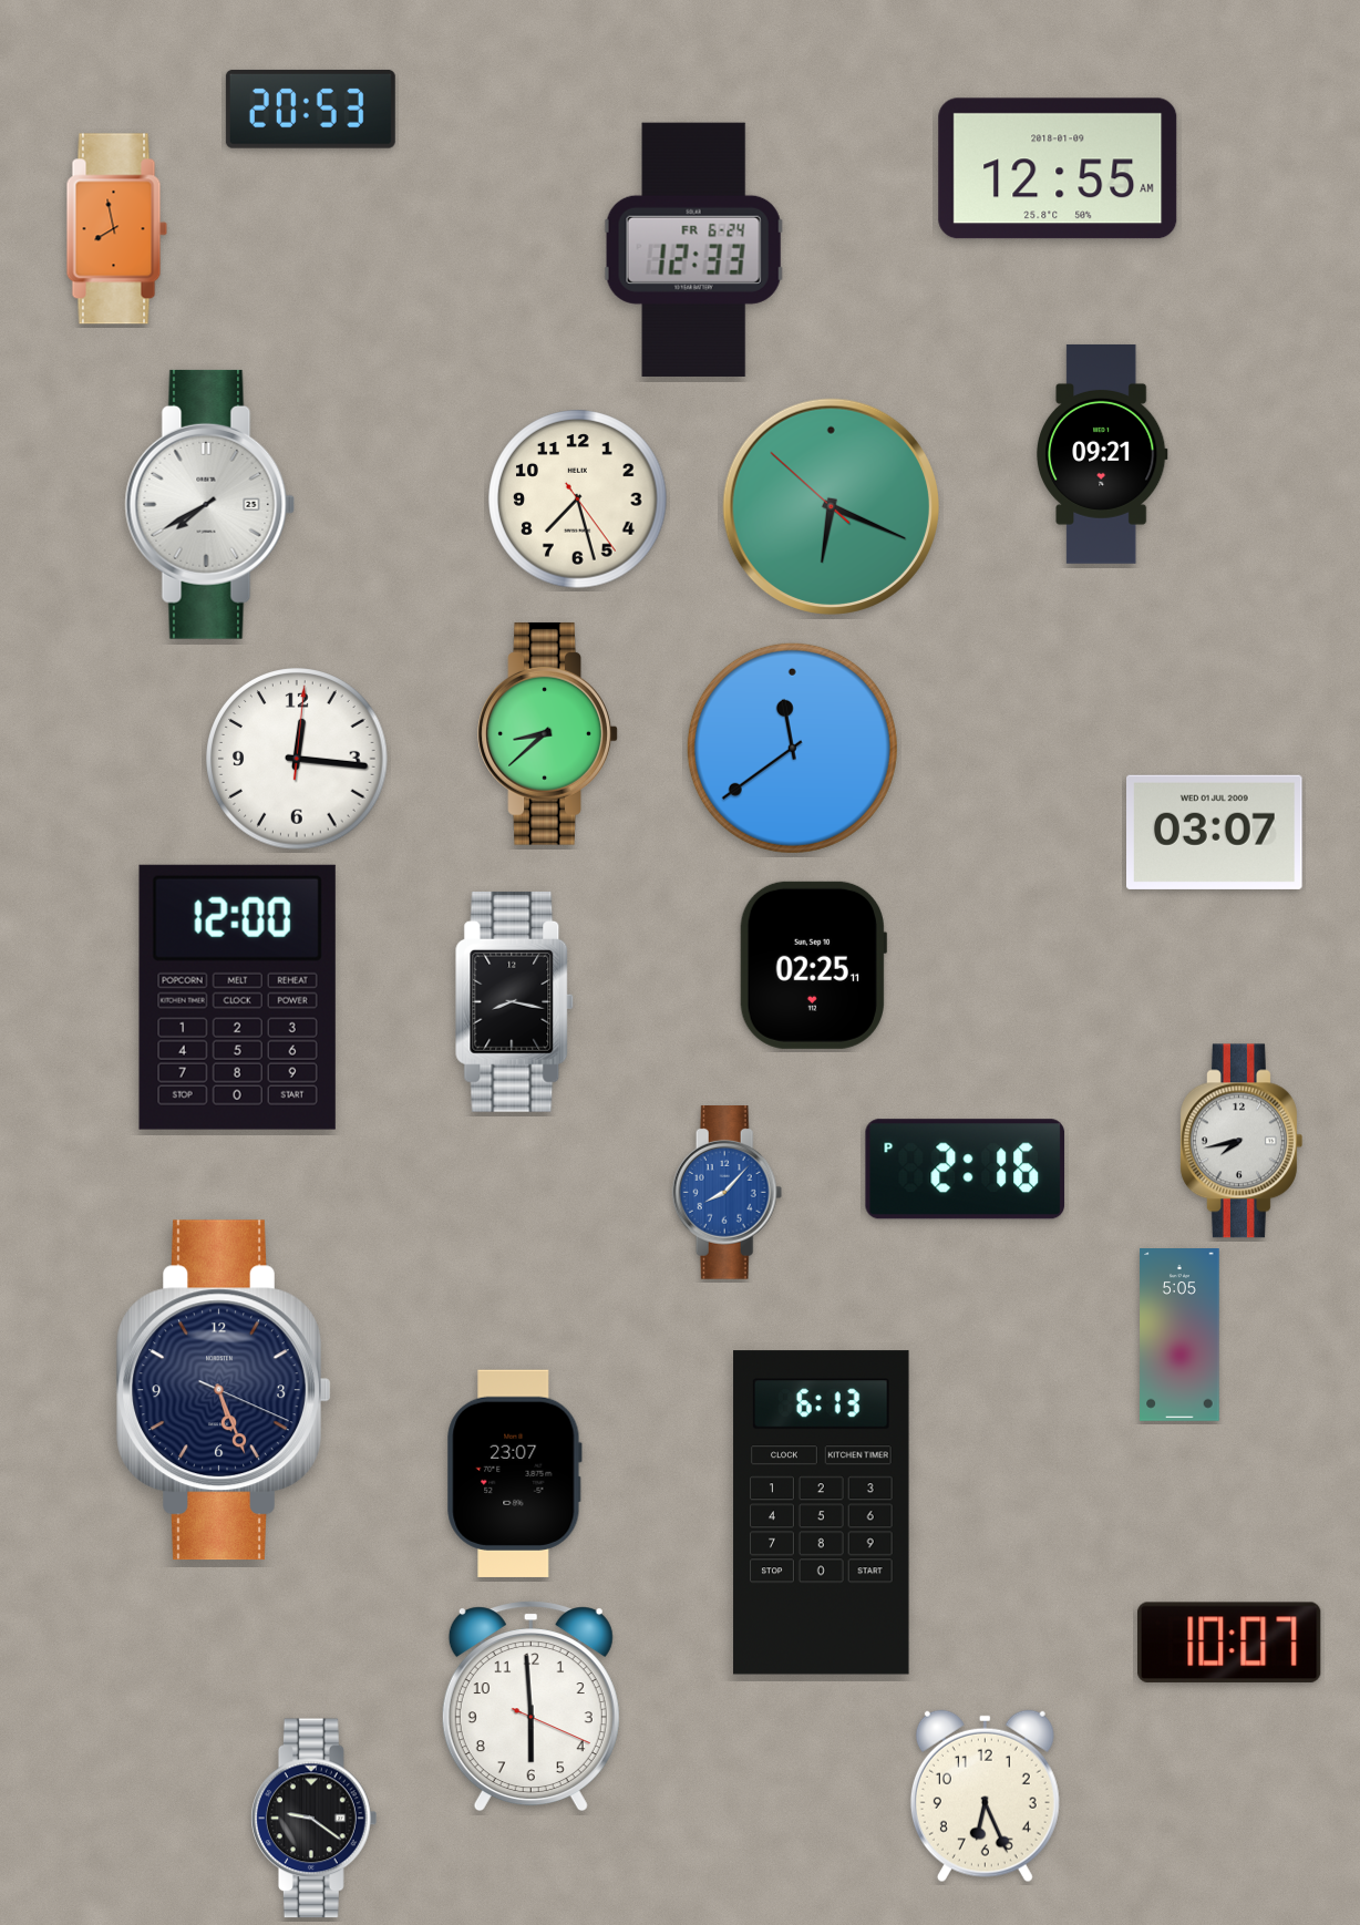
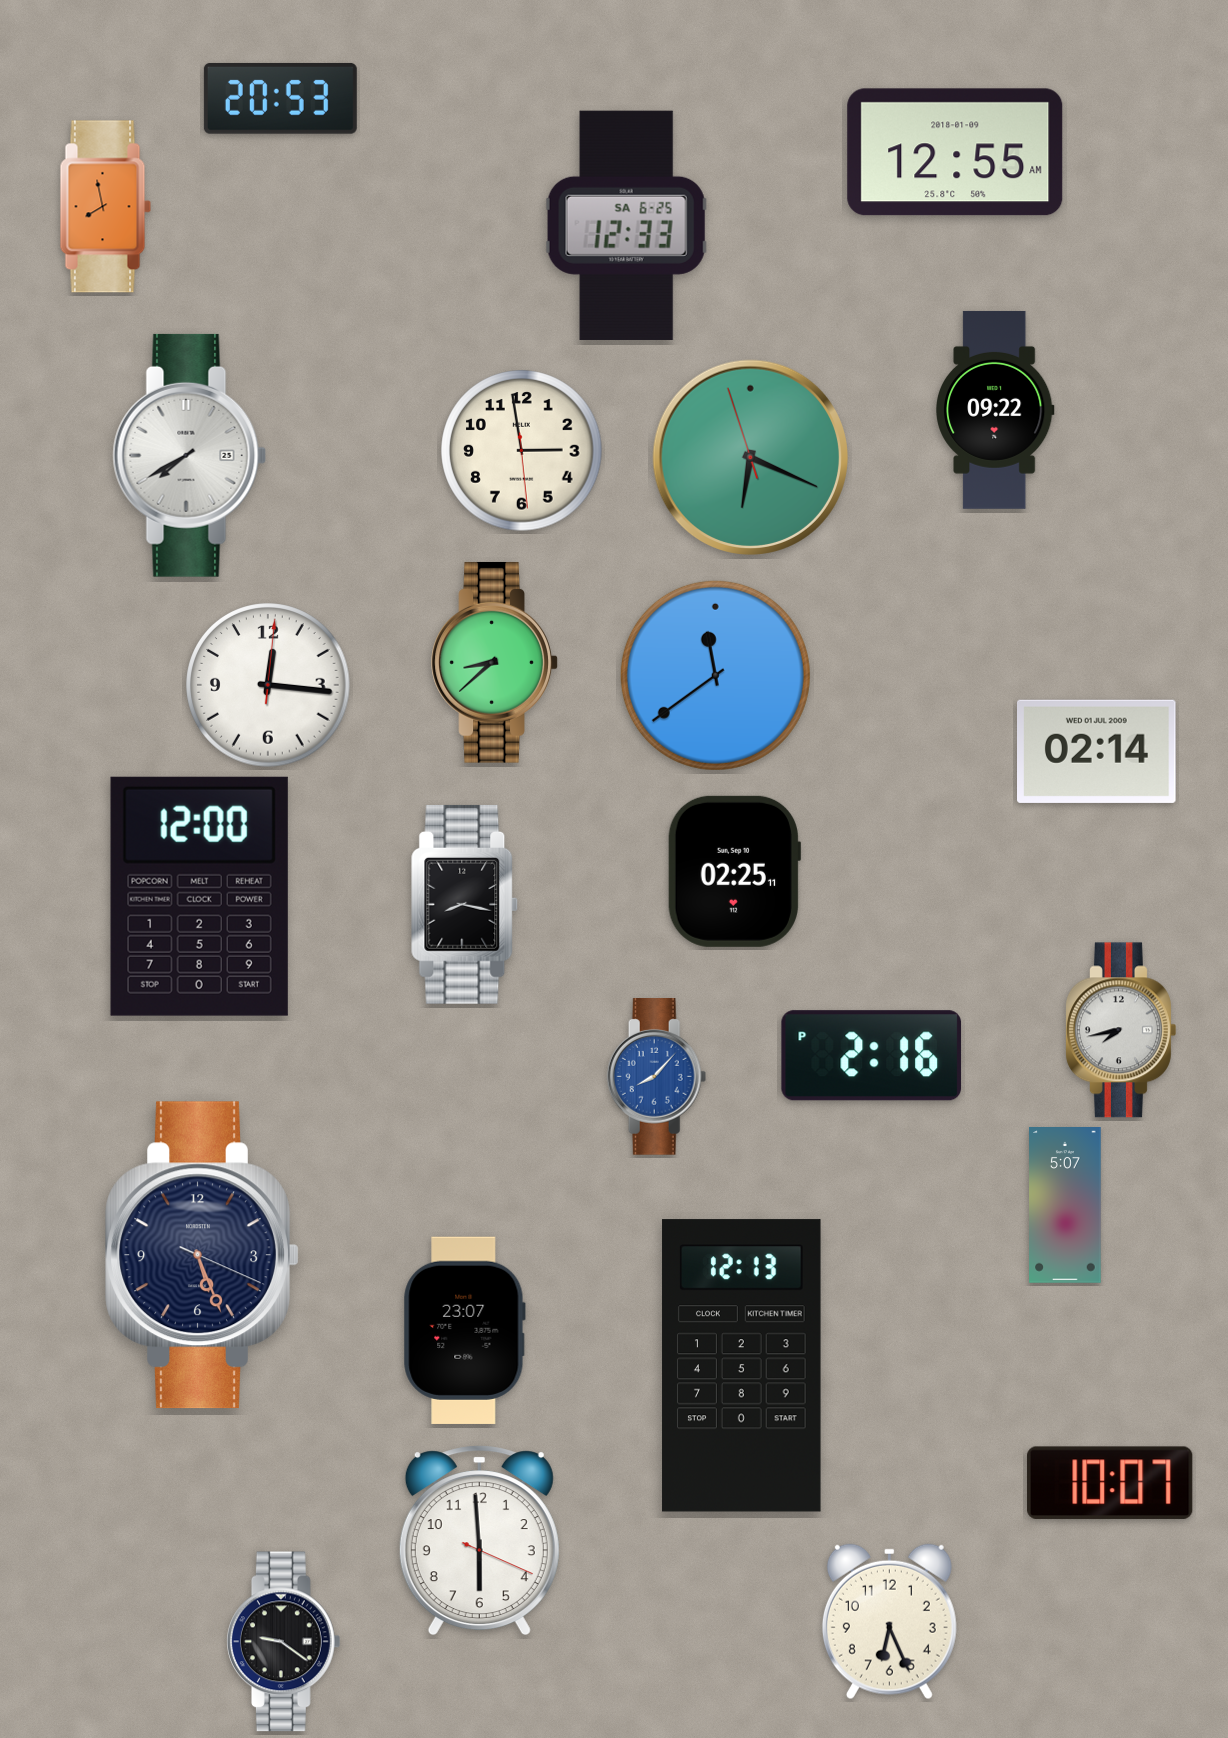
clock at (693, 249) date: FR 6-24 -> SA 6-25
clock at (1102, 454): 09:21 -> 09:22
clock at (578, 500): 7:27 -> 2:58
clock at (831, 506): 6:18:52 -> 6:18:57
clock at (1215, 832): 03:07 -> 02:14
clock at (237, 997) position: (237, 997) -> (199, 896)
clock at (1179, 1336): 5:05 -> 5:07
clock at (822, 1513): 6:13 -> 12:13
